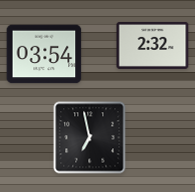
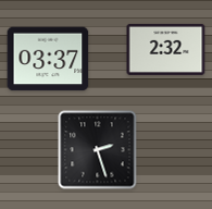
clock at (44, 54): 03:54 -> 03:37
clock at (90, 138): 6:58 -> 2:27
